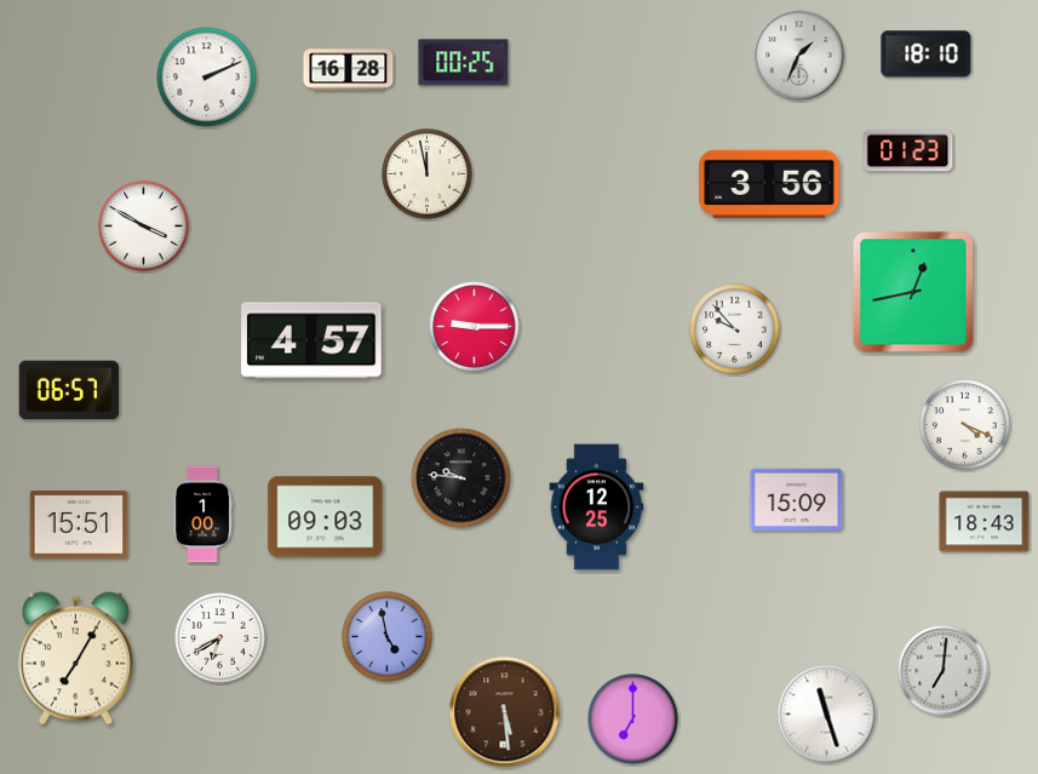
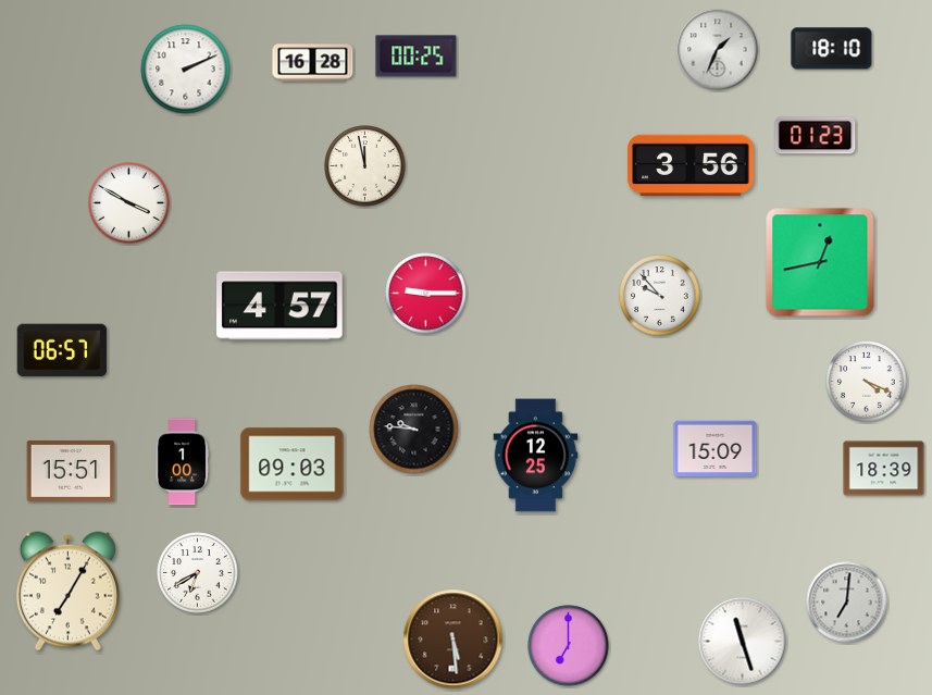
clock at (428, 174) position: (428, 174) -> (365, 166)
clock at (985, 522): 18:43 -> 18:39
clock at (388, 637): 4:58 -> none
